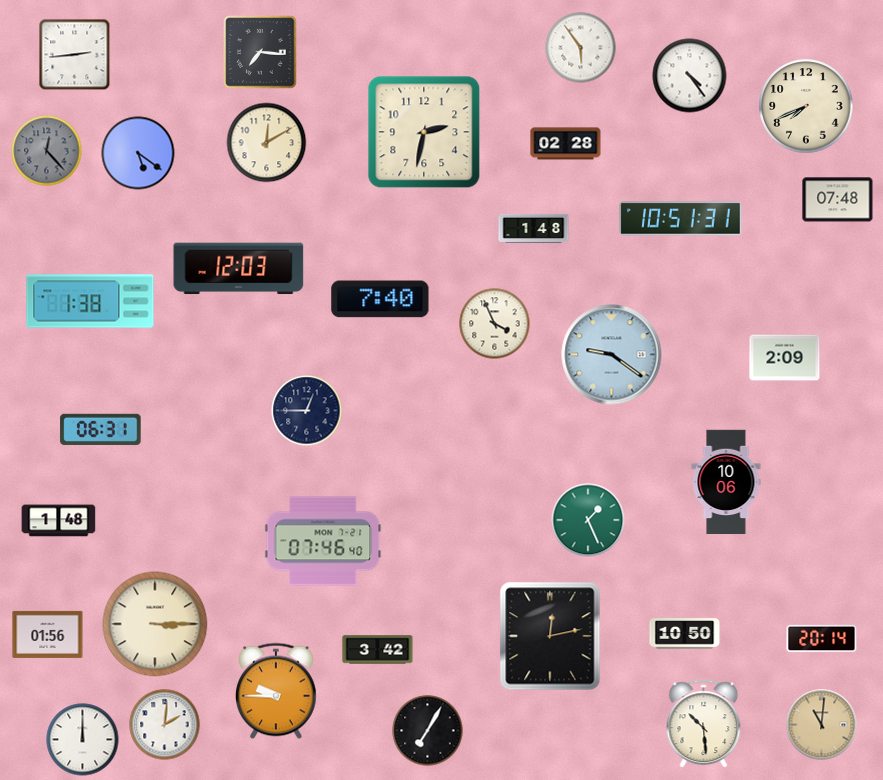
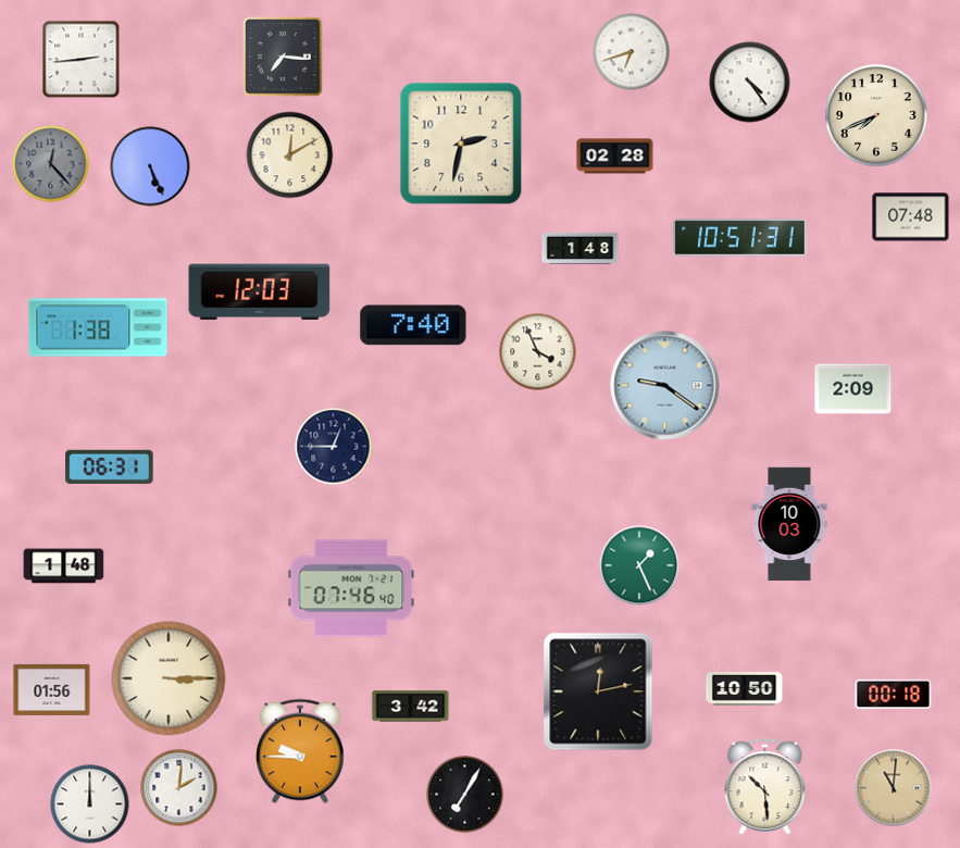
clock at (581, 48): 5:54 -> 6:42
clock at (138, 153): 5:21 -> 5:26
clock at (726, 482): 10:06 -> 10:03
clock at (822, 639): 20:14 -> 00:18
